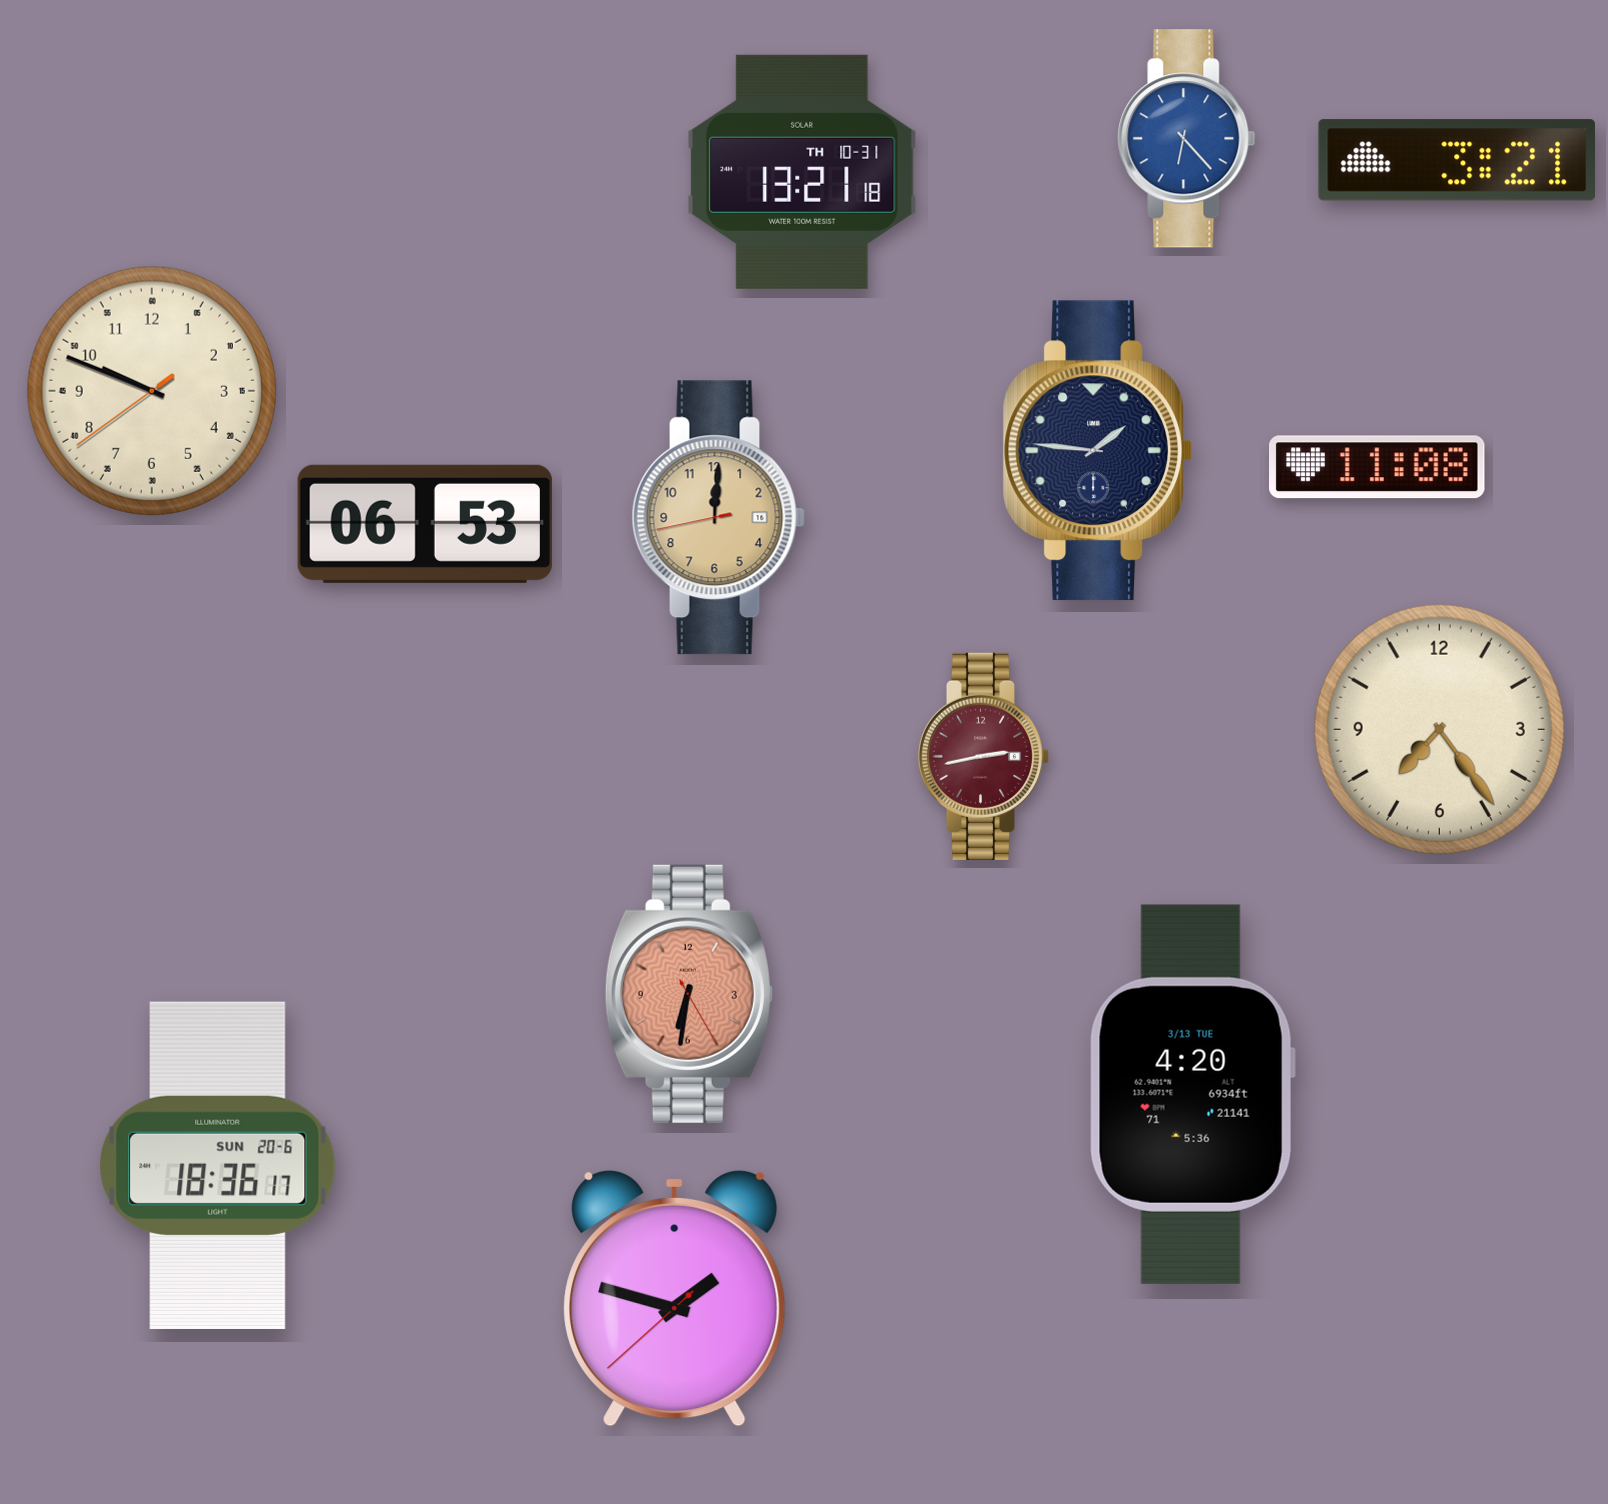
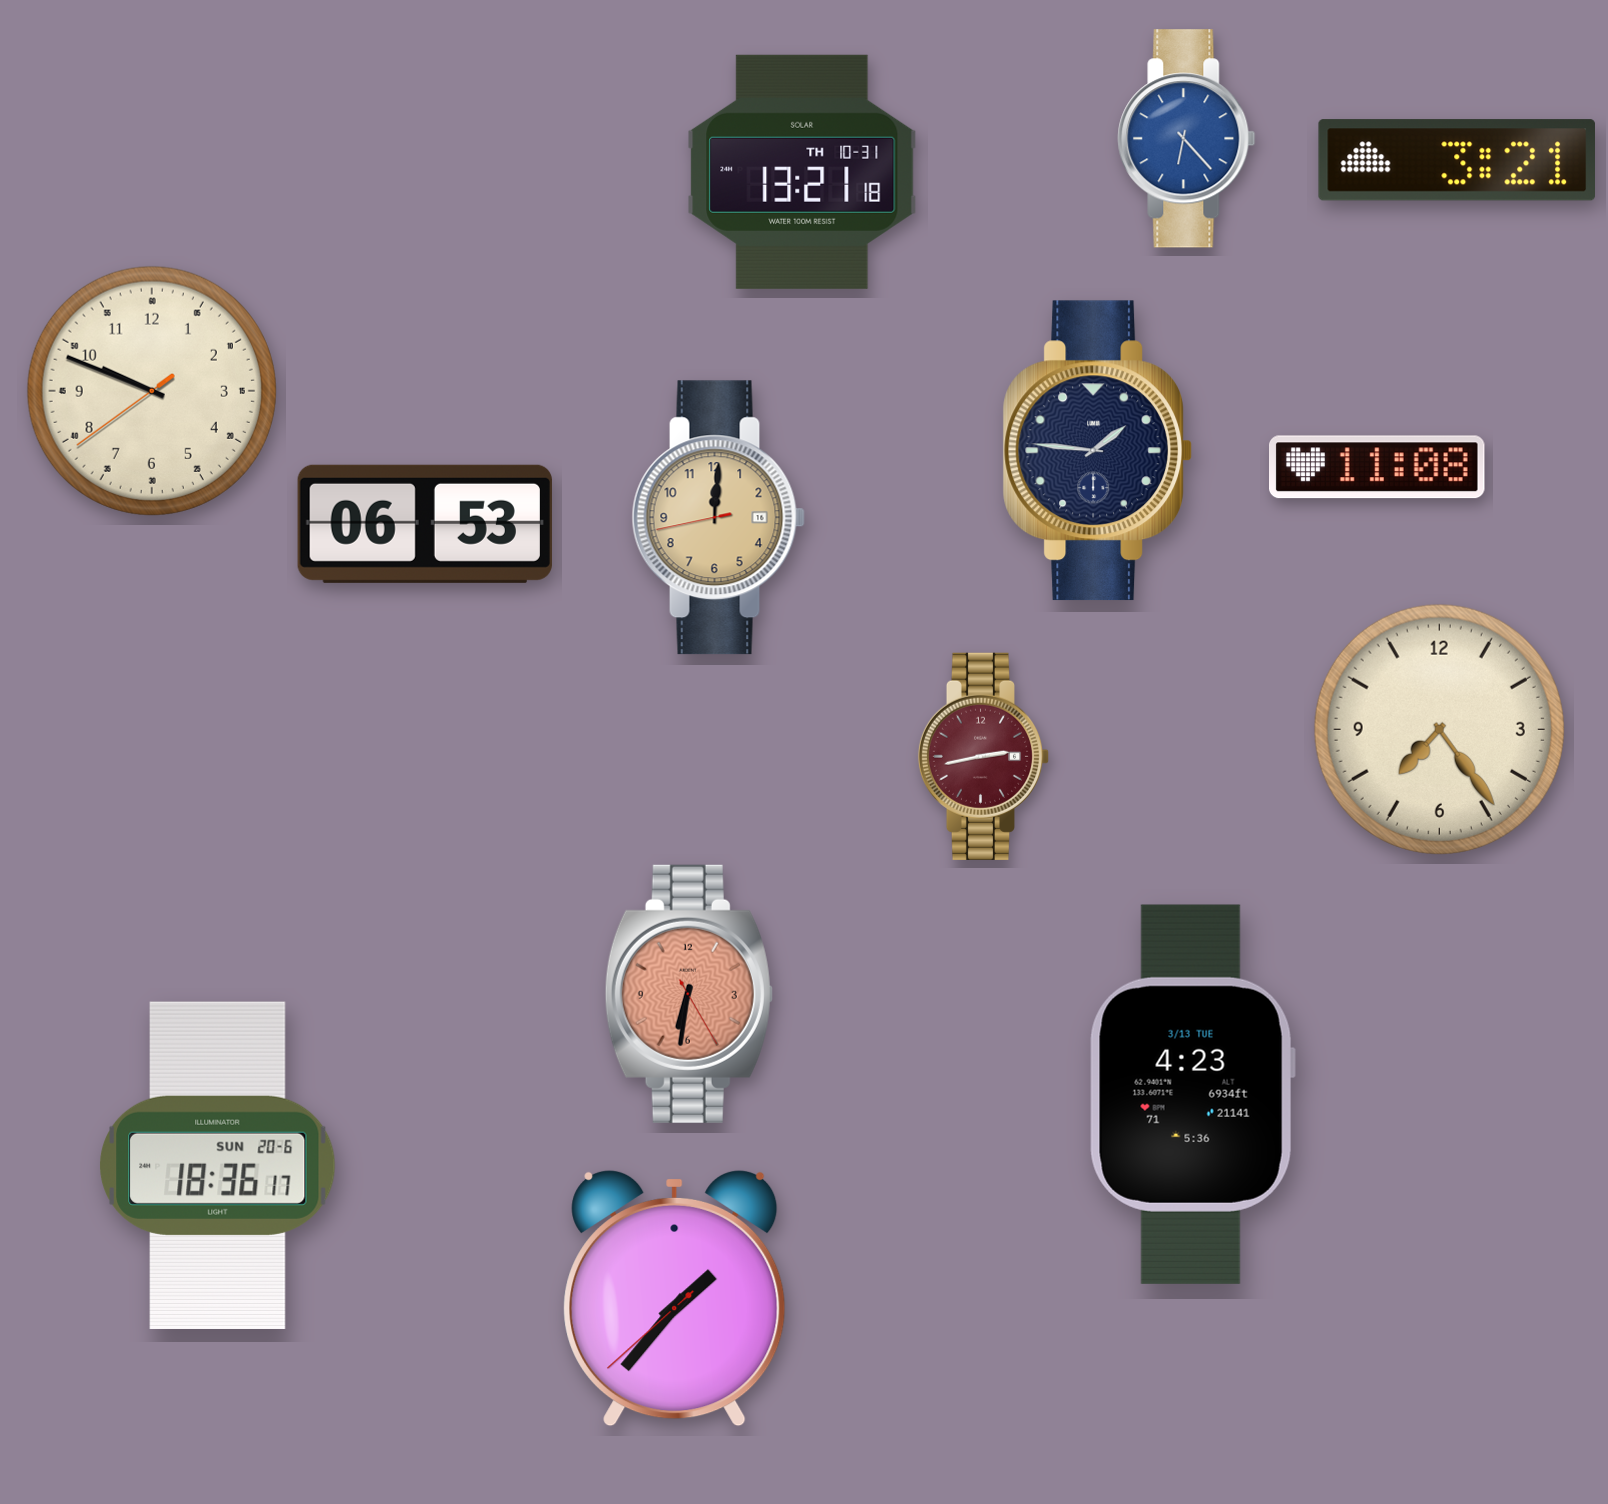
clock at (1192, 1094): 4:20 -> 4:23
clock at (675, 1298): 1:47 -> 1:36
